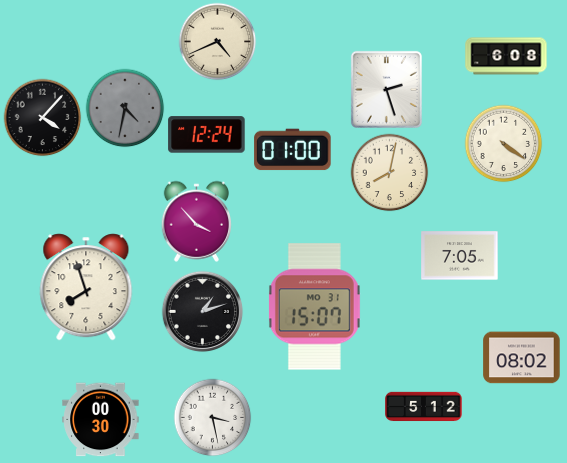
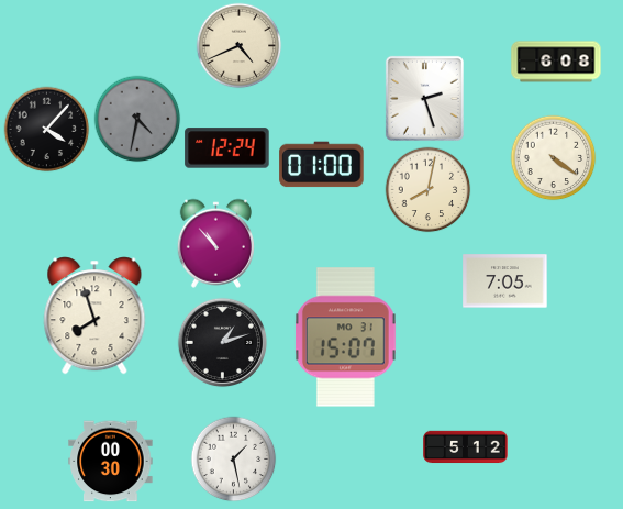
clock at (196, 221): 3:53 -> 10:53
clock at (522, 358): 08:02 -> none
clock at (212, 417): 3:28 -> 1:28
